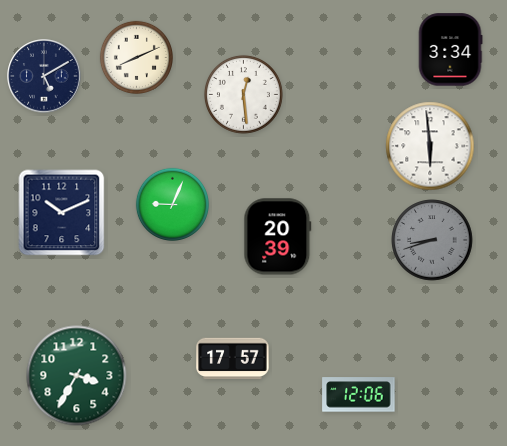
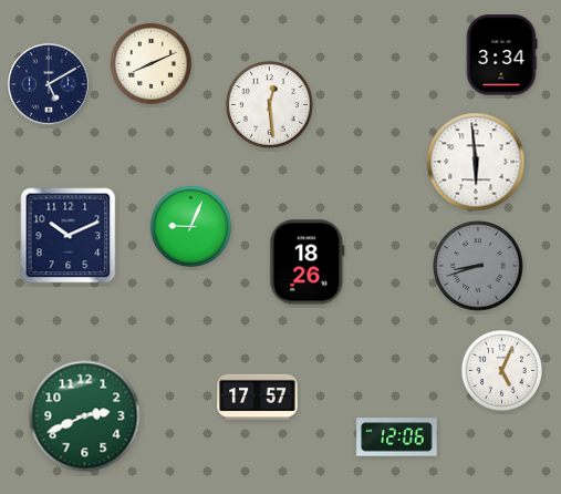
clock at (450, 50) position: (450, 50) -> (501, 55)
clock at (278, 237): 20:39 -> 18:26
clock at (501, 370): none -> 5:04
clock at (77, 376): 3:35 -> 2:41
